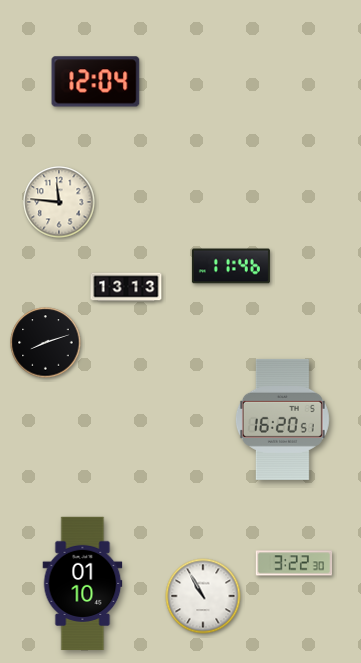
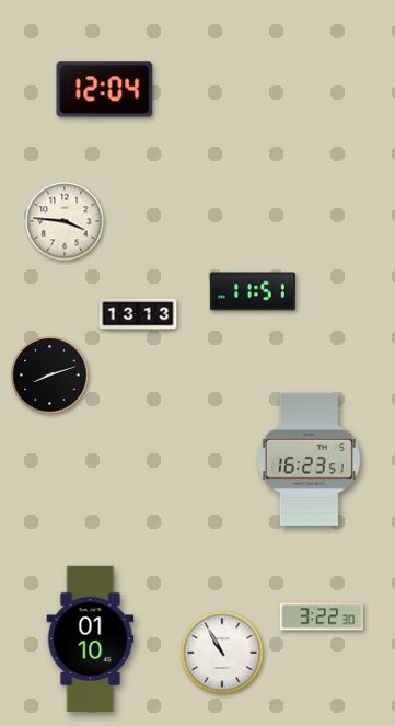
clock at (59, 202): 11:46 -> 3:46
clock at (231, 266): 11:46 -> 11:51
clock at (282, 419): 16:20 -> 16:23
